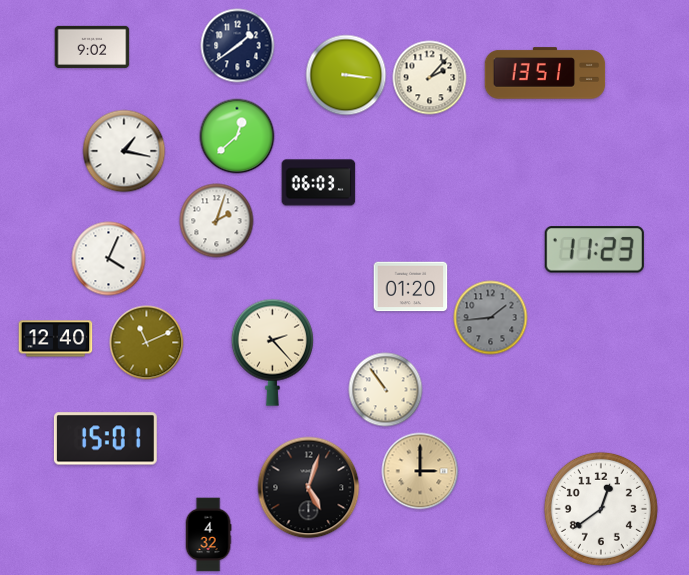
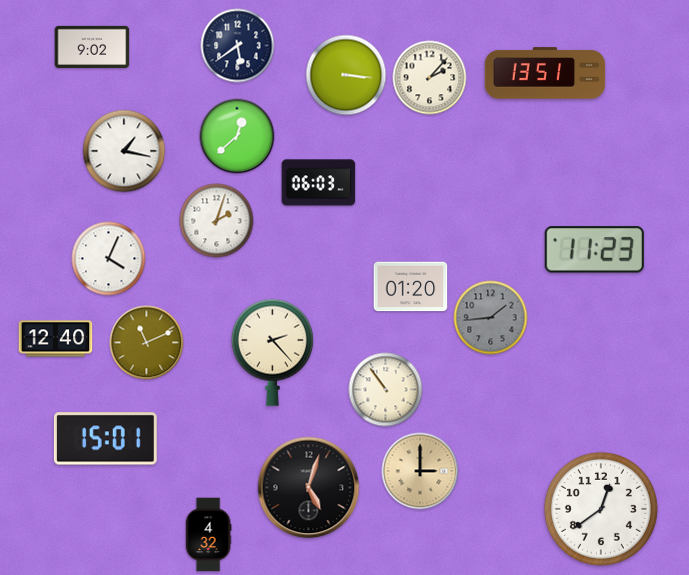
clock at (238, 46): 1:39 -> 5:39
